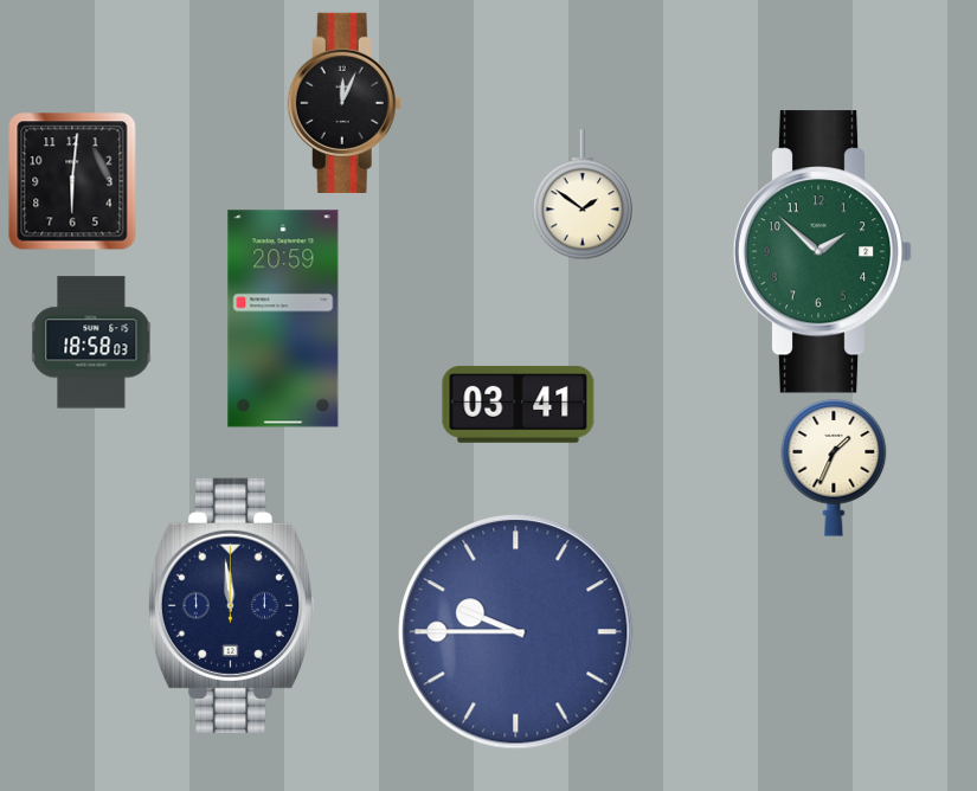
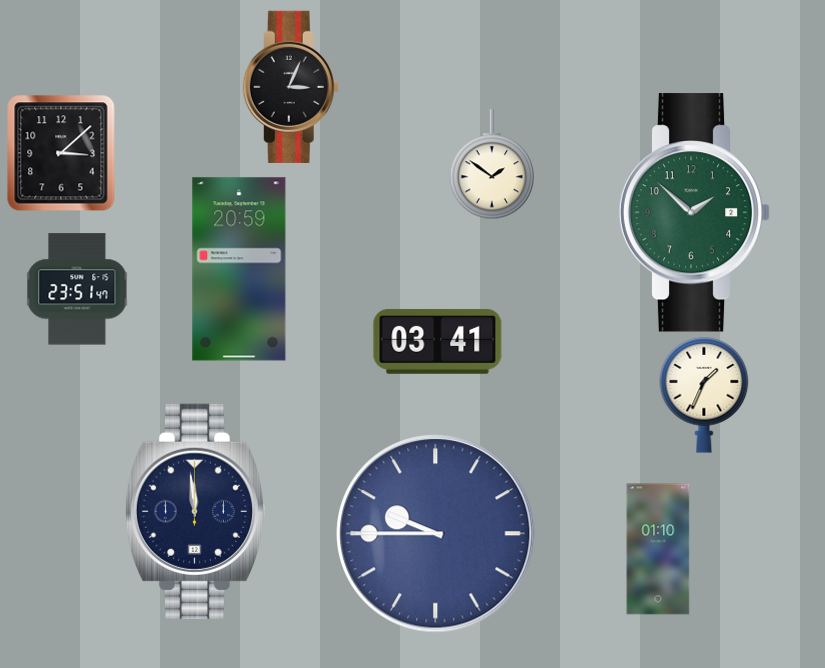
clock at (345, 103): 12:04 -> 3:04
clock at (72, 181): 6:01 -> 3:08
clock at (91, 342): 18:58 -> 23:51
clock at (658, 549): none -> 01:10
